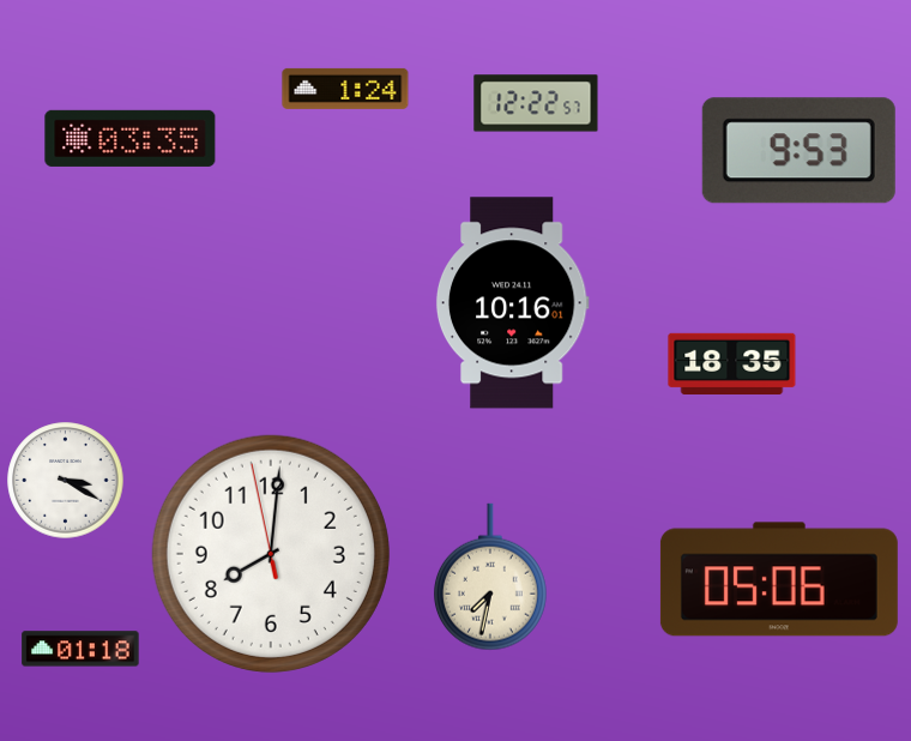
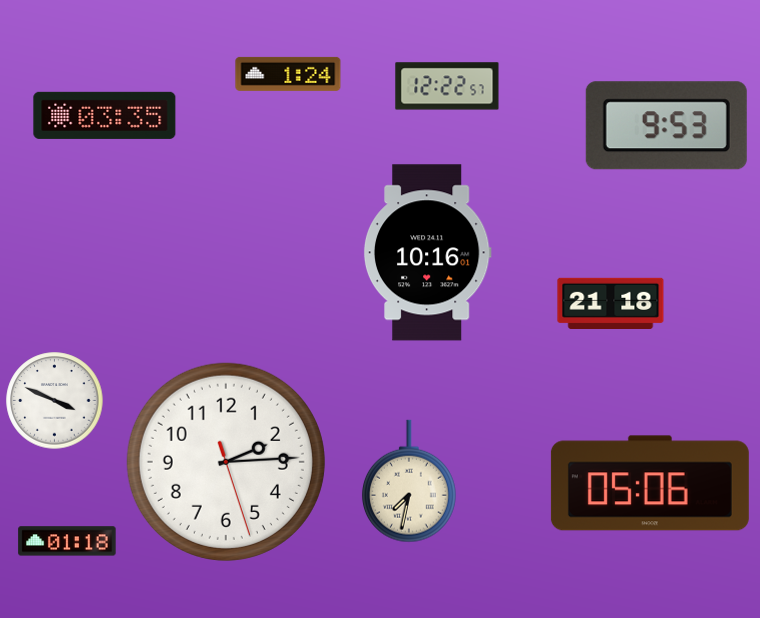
clock at (131, 138) position: (131, 138) -> (105, 115)
clock at (732, 363): 18:35 -> 21:18
clock at (66, 481): 3:20 -> 3:49
clock at (271, 554): 8:00 -> 2:14
